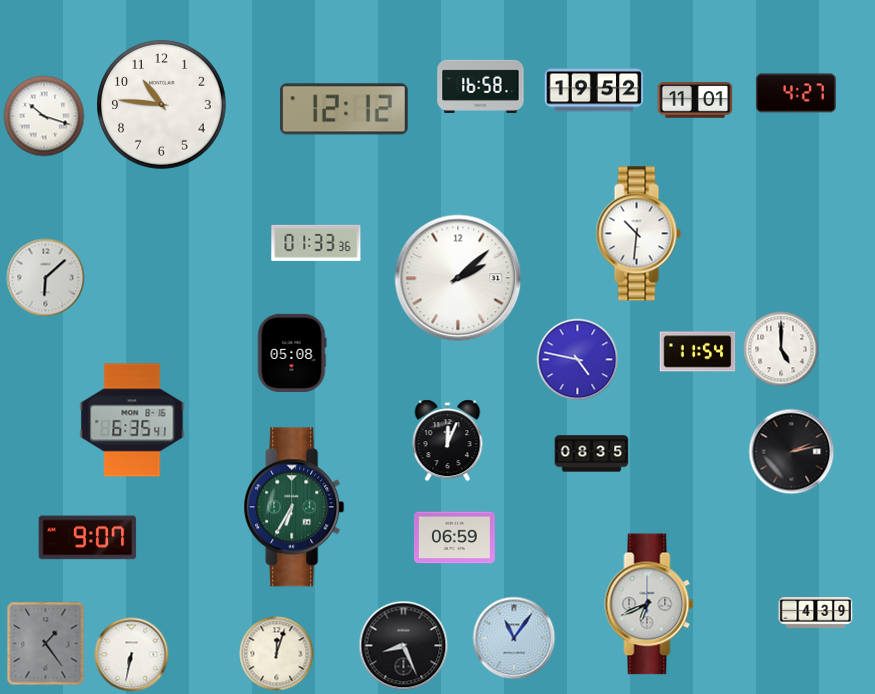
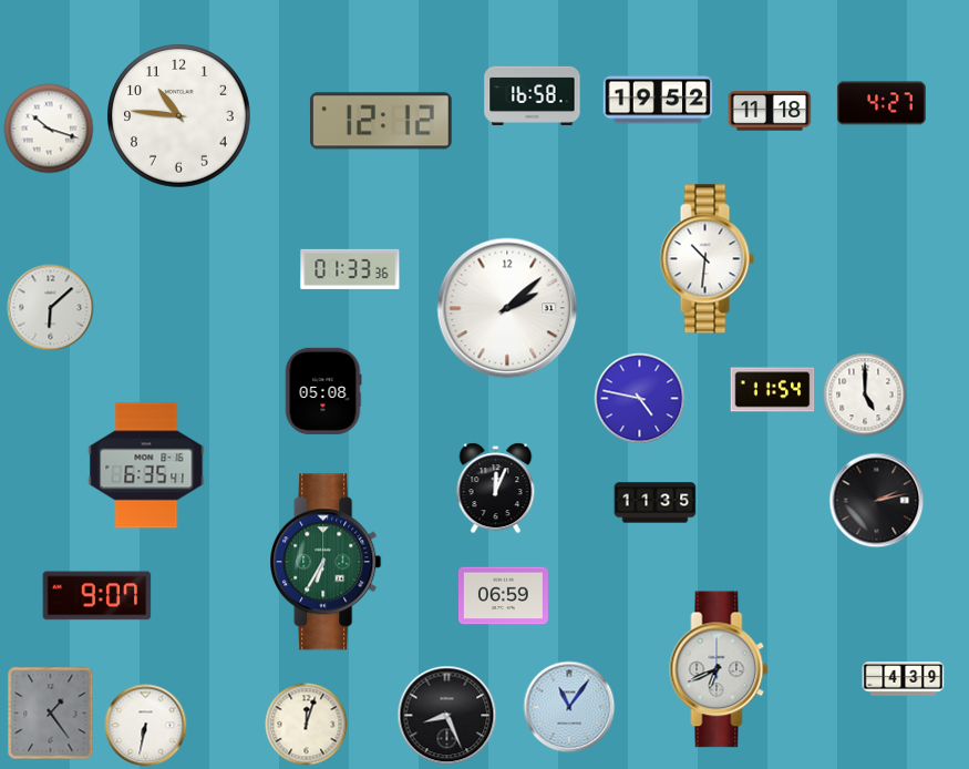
clock at (695, 100): 11:01 -> 11:18
clock at (781, 349) position: (781, 349) -> (865, 394)
clock at (592, 454): 08:35 -> 11:35
